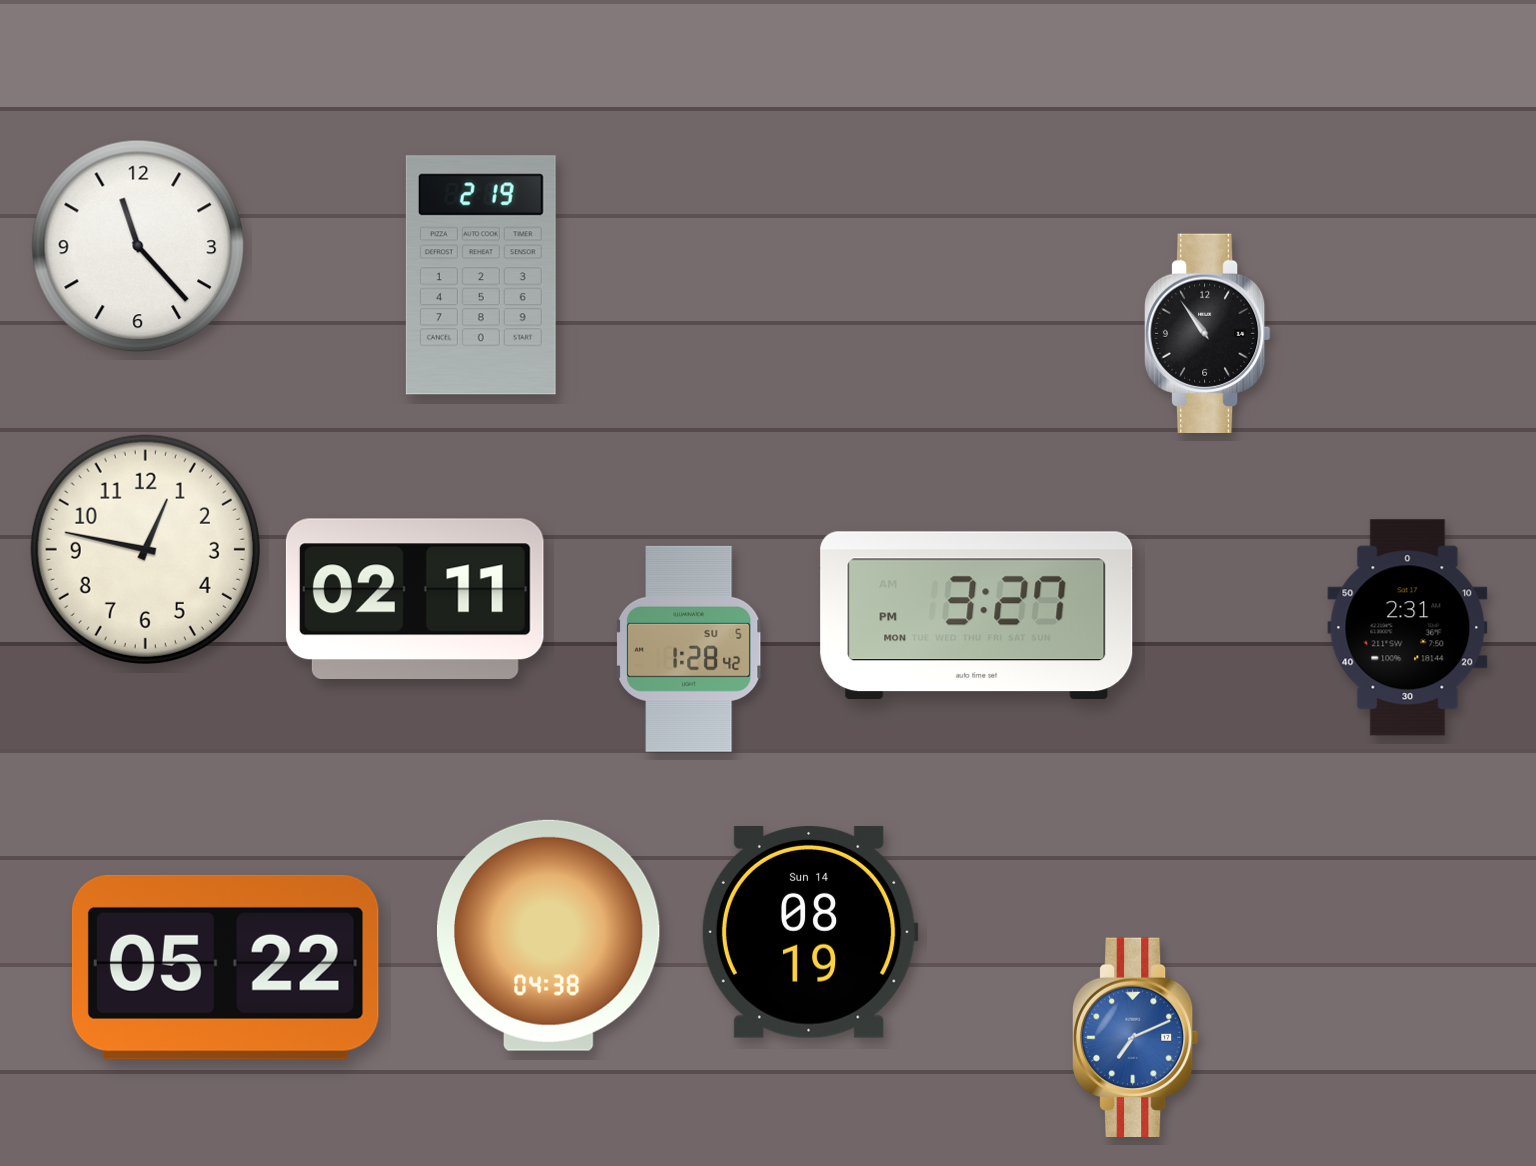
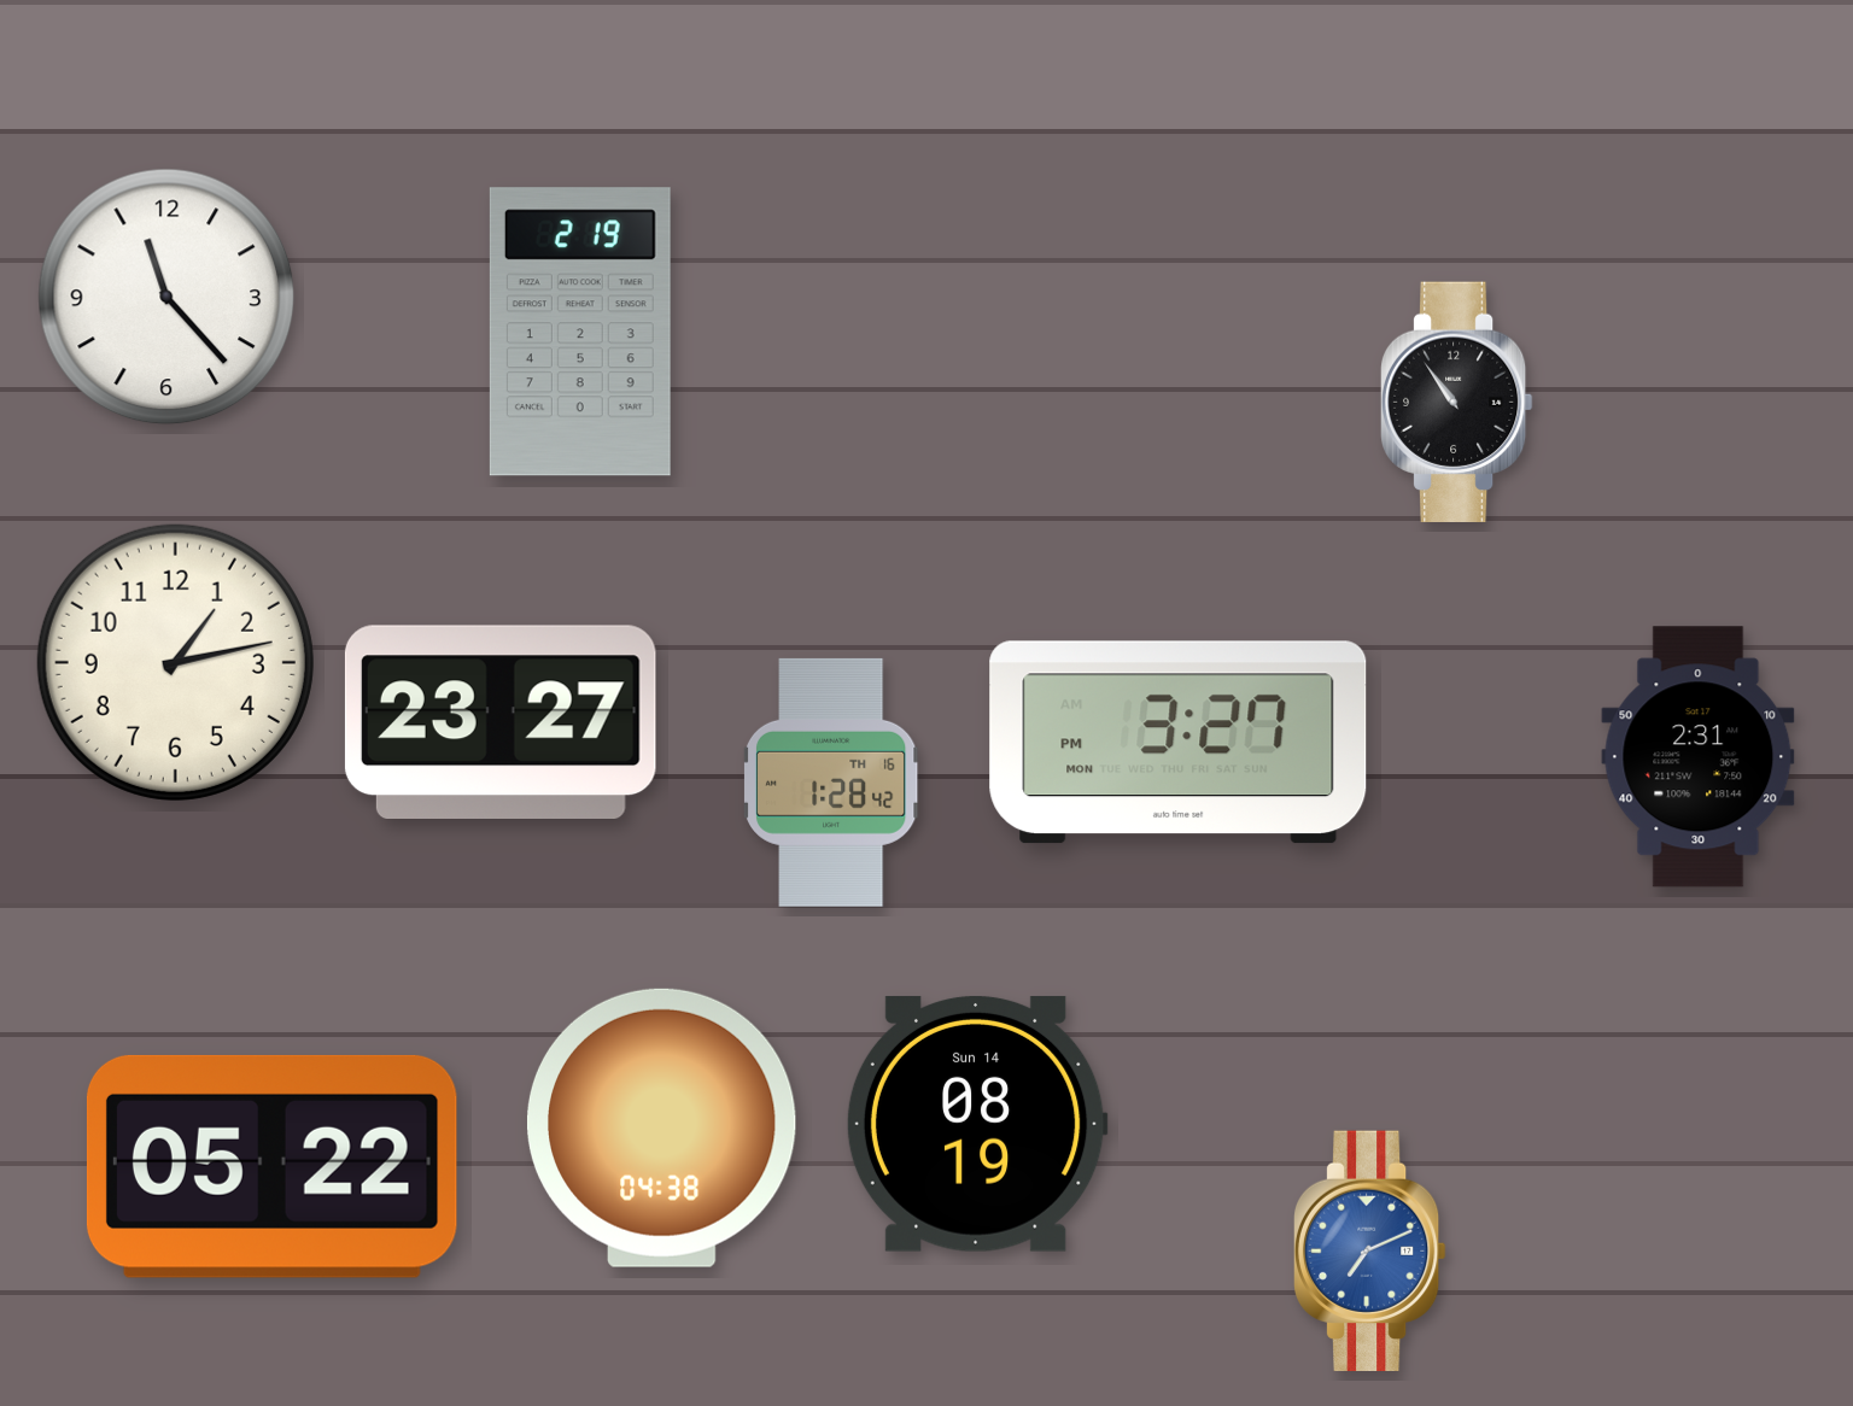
clock at (145, 549): 12:47 -> 1:13
clock at (415, 598): 02:11 -> 23:27
clock at (689, 649) date: SU 5 -> TH 16
